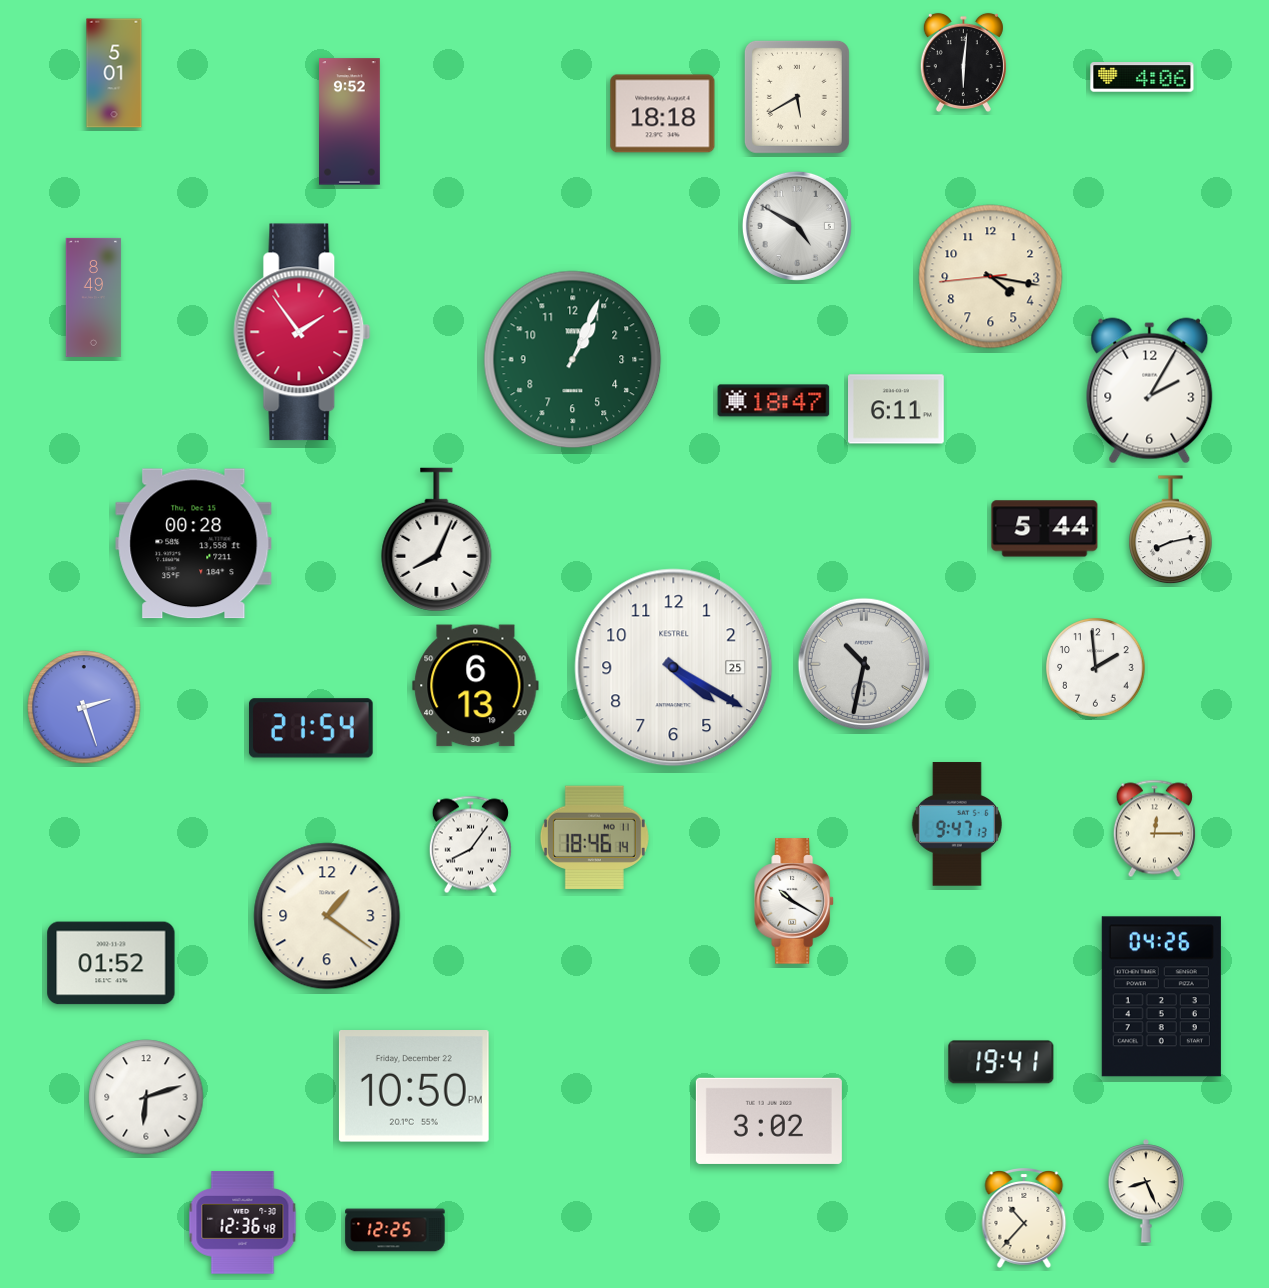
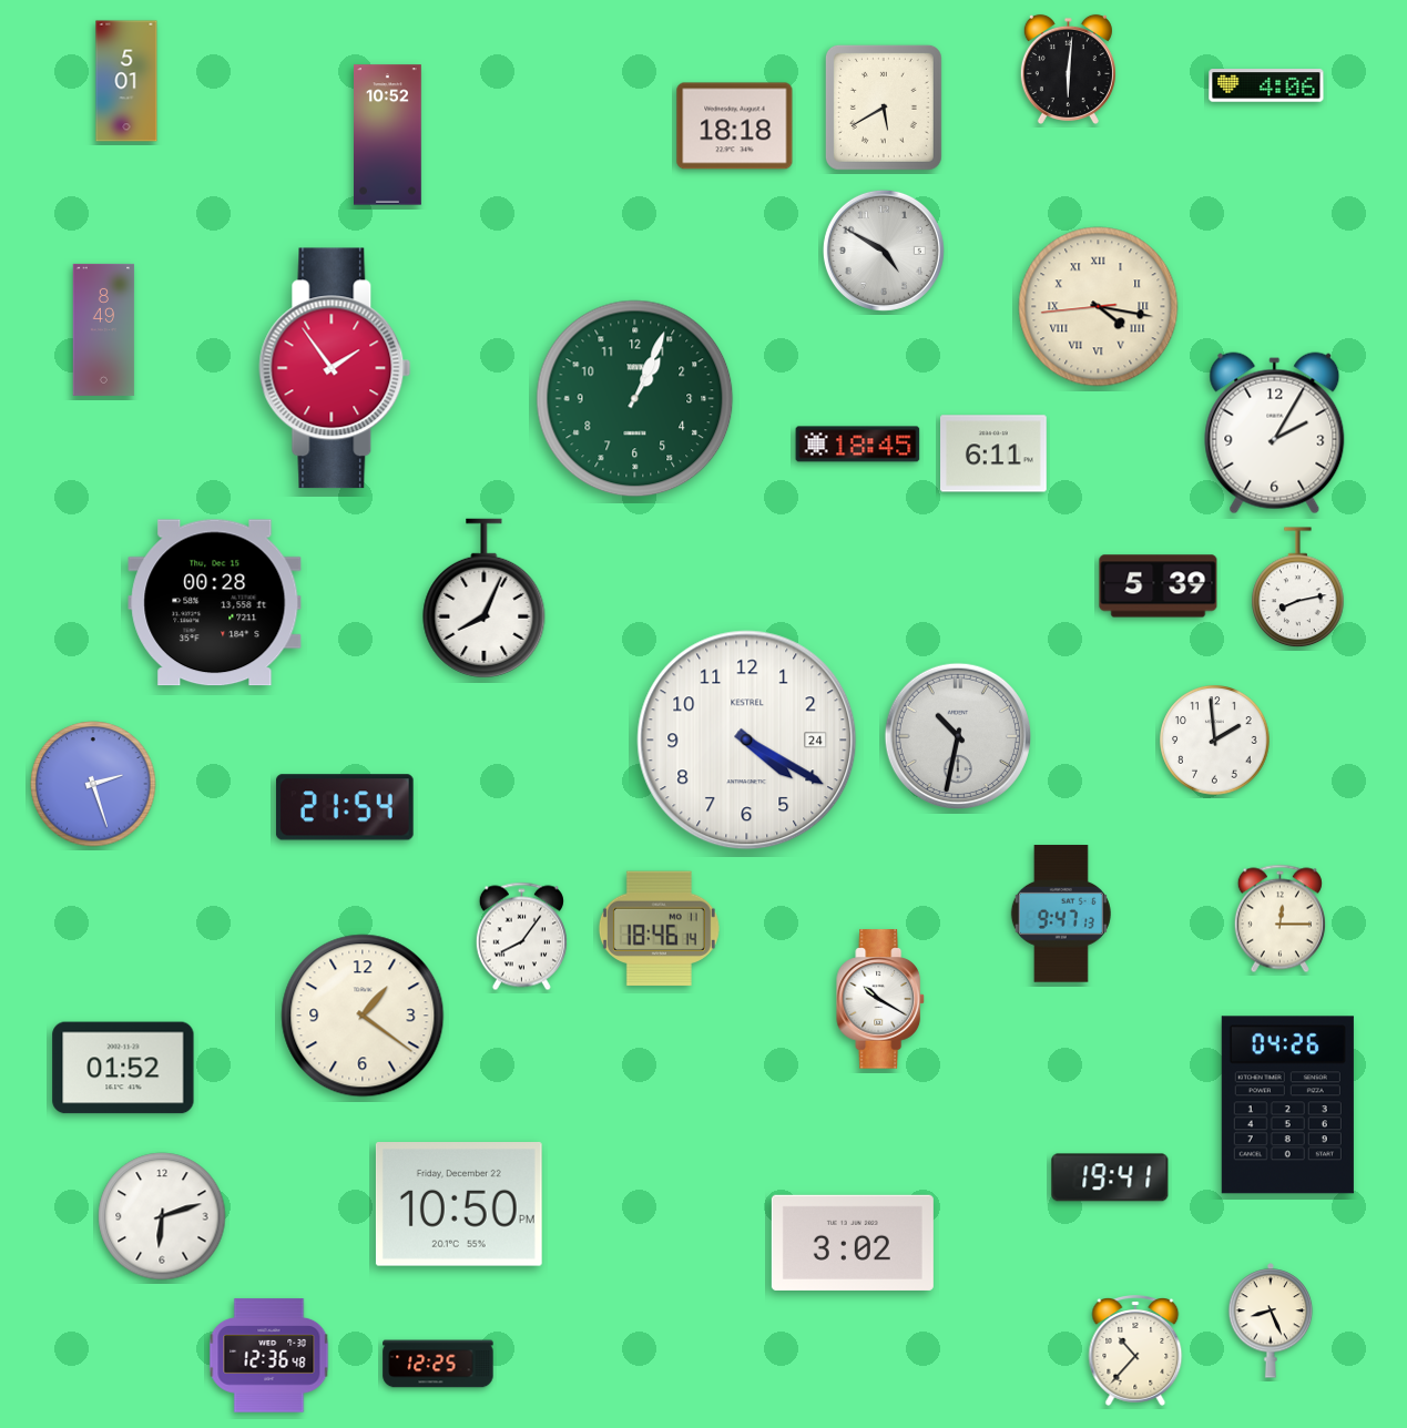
clock at (350, 122): 9:52 -> 10:52
clock at (991, 277) numerals: Arabic -> Roman
clock at (774, 401): 18:47 -> 18:45
clock at (1045, 529): 5:44 -> 5:39
clock at (674, 668) date: 25 -> 24
clock at (476, 686): 6:13 -> none
